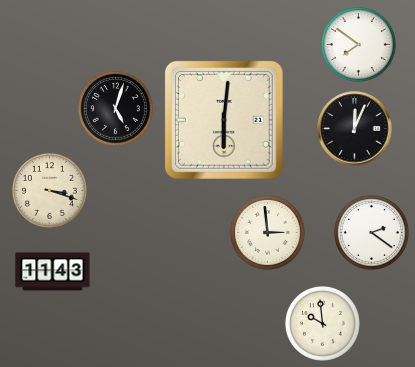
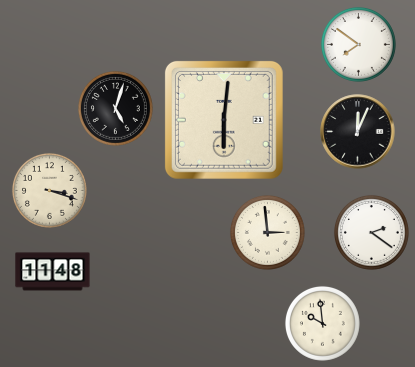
clock at (355, 129) position: (355, 129) -> (358, 132)
clock at (53, 272): 11:43 -> 11:48
